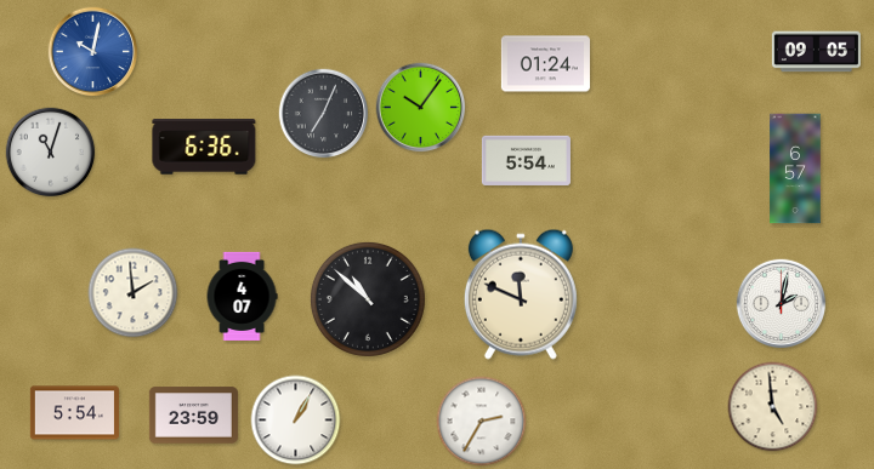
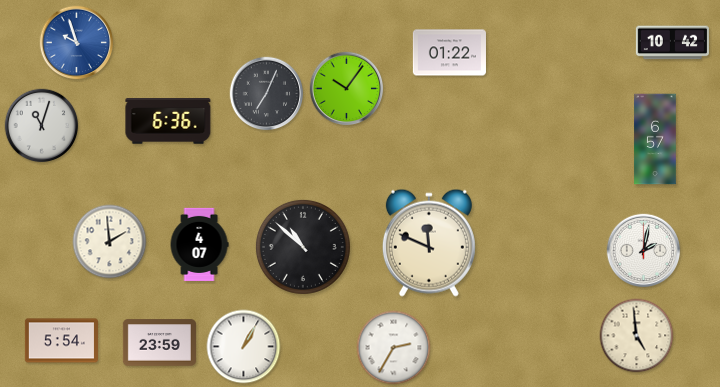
clock at (93, 52): 10:02 -> 9:57
clock at (816, 52): 09:05 -> 10:42
clock at (545, 64): 01:24 -> 01:22
clock at (526, 160): 5:54 -> none
clock at (482, 422) position: (482, 422) -> (394, 348)
